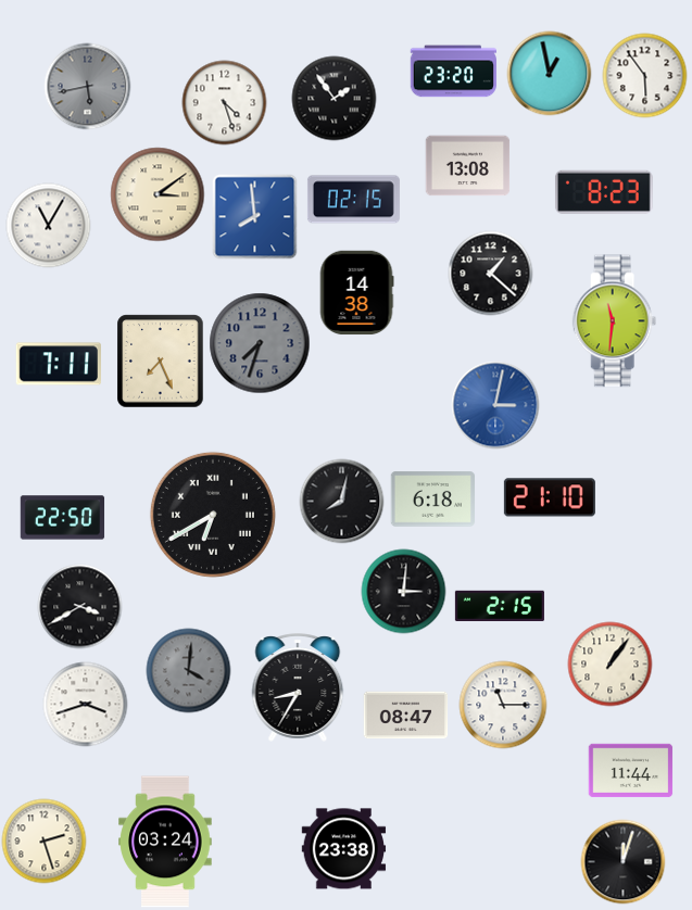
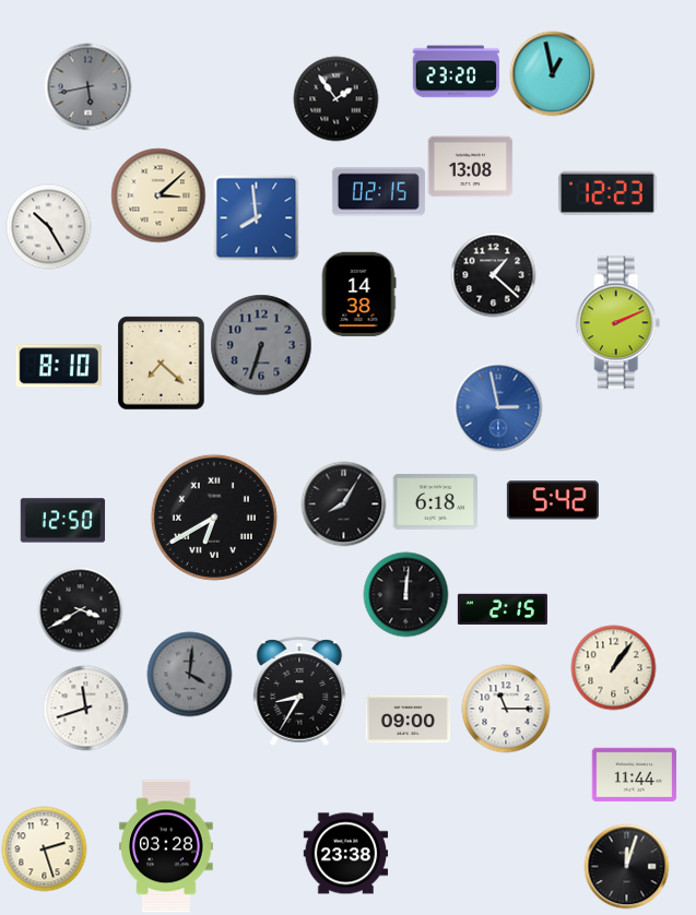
clock at (644, 75): 5:54 -> none
clock at (224, 102): 4:27 -> none
clock at (604, 192): 8:23 -> 12:23
clock at (158, 194): 3:09 -> 3:08
clock at (353, 200) position: (353, 200) -> (378, 192)
clock at (48, 225): 11:05 -> 10:25
clock at (615, 321): 11:31 -> 2:11
clock at (260, 343): 7:33 -> 6:33
clock at (161, 361): 7:26 -> 7:22
clock at (58, 364): 7:11 -> 8:10
clock at (495, 405): 3:02 -> 2:58
clock at (550, 497): 21:10 -> 5:42
clock at (341, 501): 8:02 -> 8:05
clock at (62, 518): 22:50 -> 12:50
clock at (403, 591): 3:01 -> 12:01
clock at (85, 704): 3:42 -> 11:42
clock at (405, 716): 08:47 -> 09:00
clock at (43, 841) position: (43, 841) -> (44, 848)
clock at (165, 842): 03:24 -> 03:28
